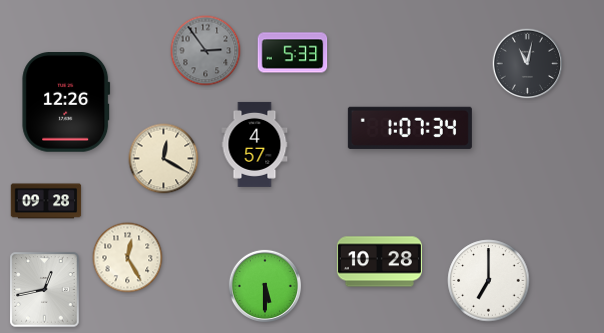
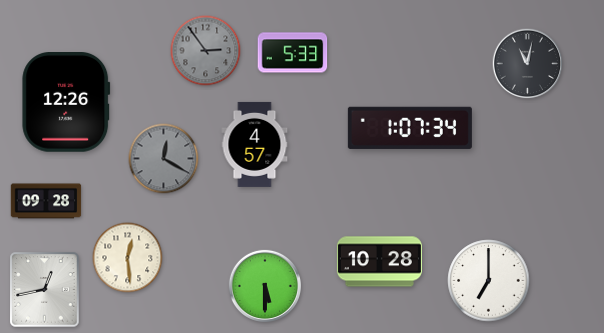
clock at (164, 159) dial: cream -> grey
clock at (128, 258): 12:25 -> 12:29
